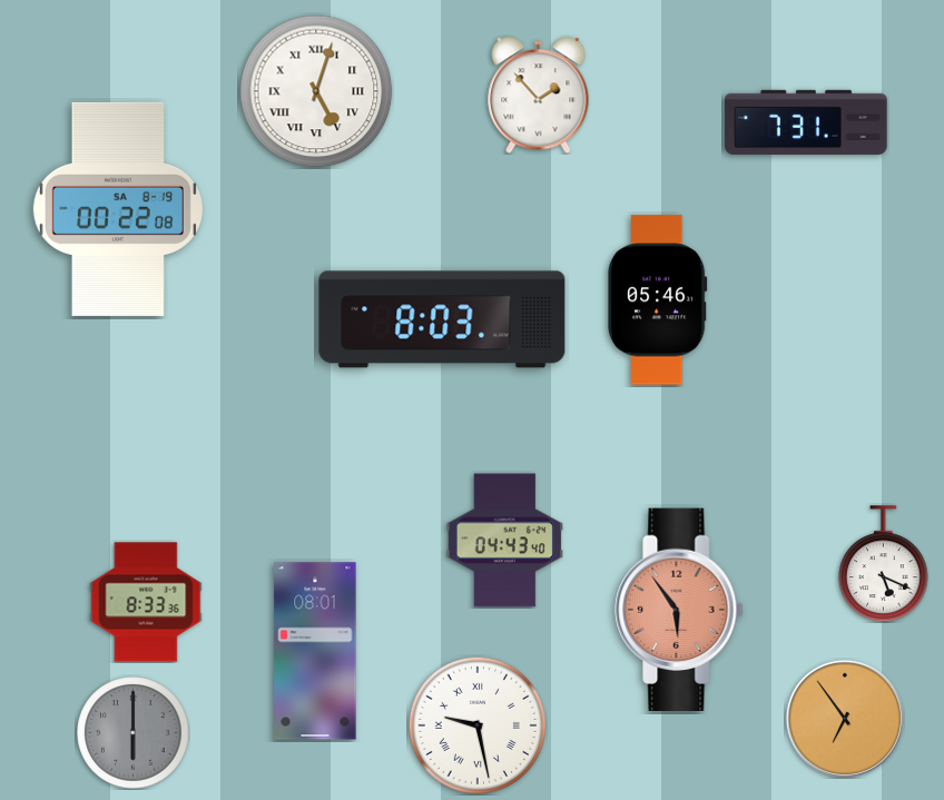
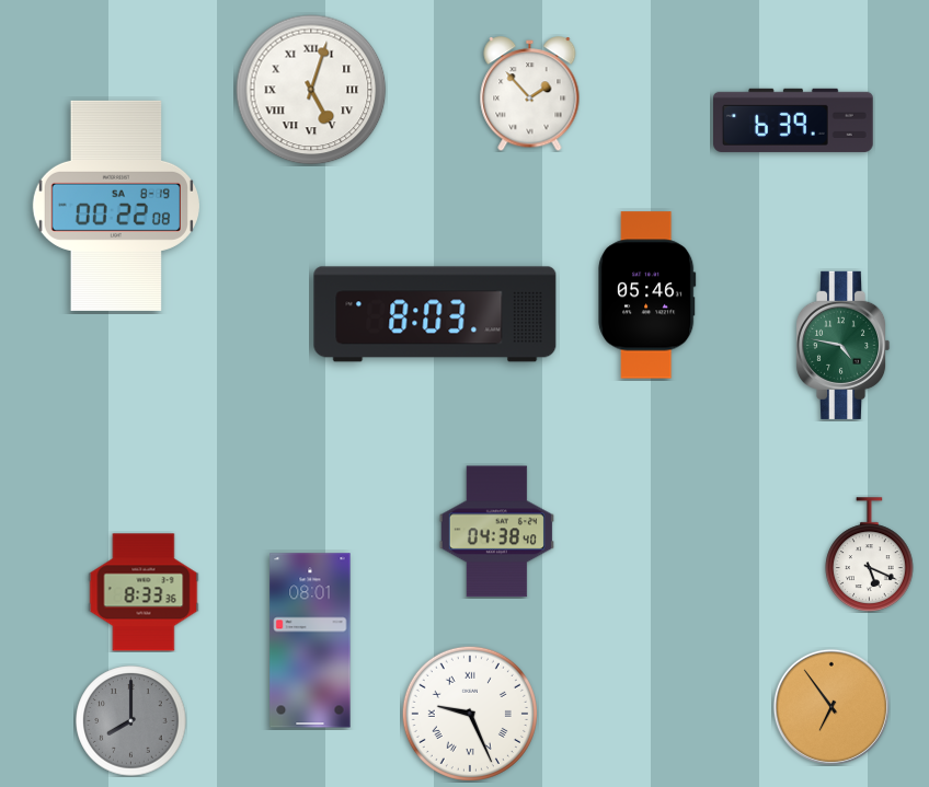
clock at (807, 122): 7:31 -> 6:39
clock at (844, 345): none -> 4:47
clock at (504, 541): 04:43 -> 04:38
clock at (679, 610): 5:54 -> none
clock at (478, 725): 9:28 -> 9:26
clock at (134, 733): 6:00 -> 8:00
